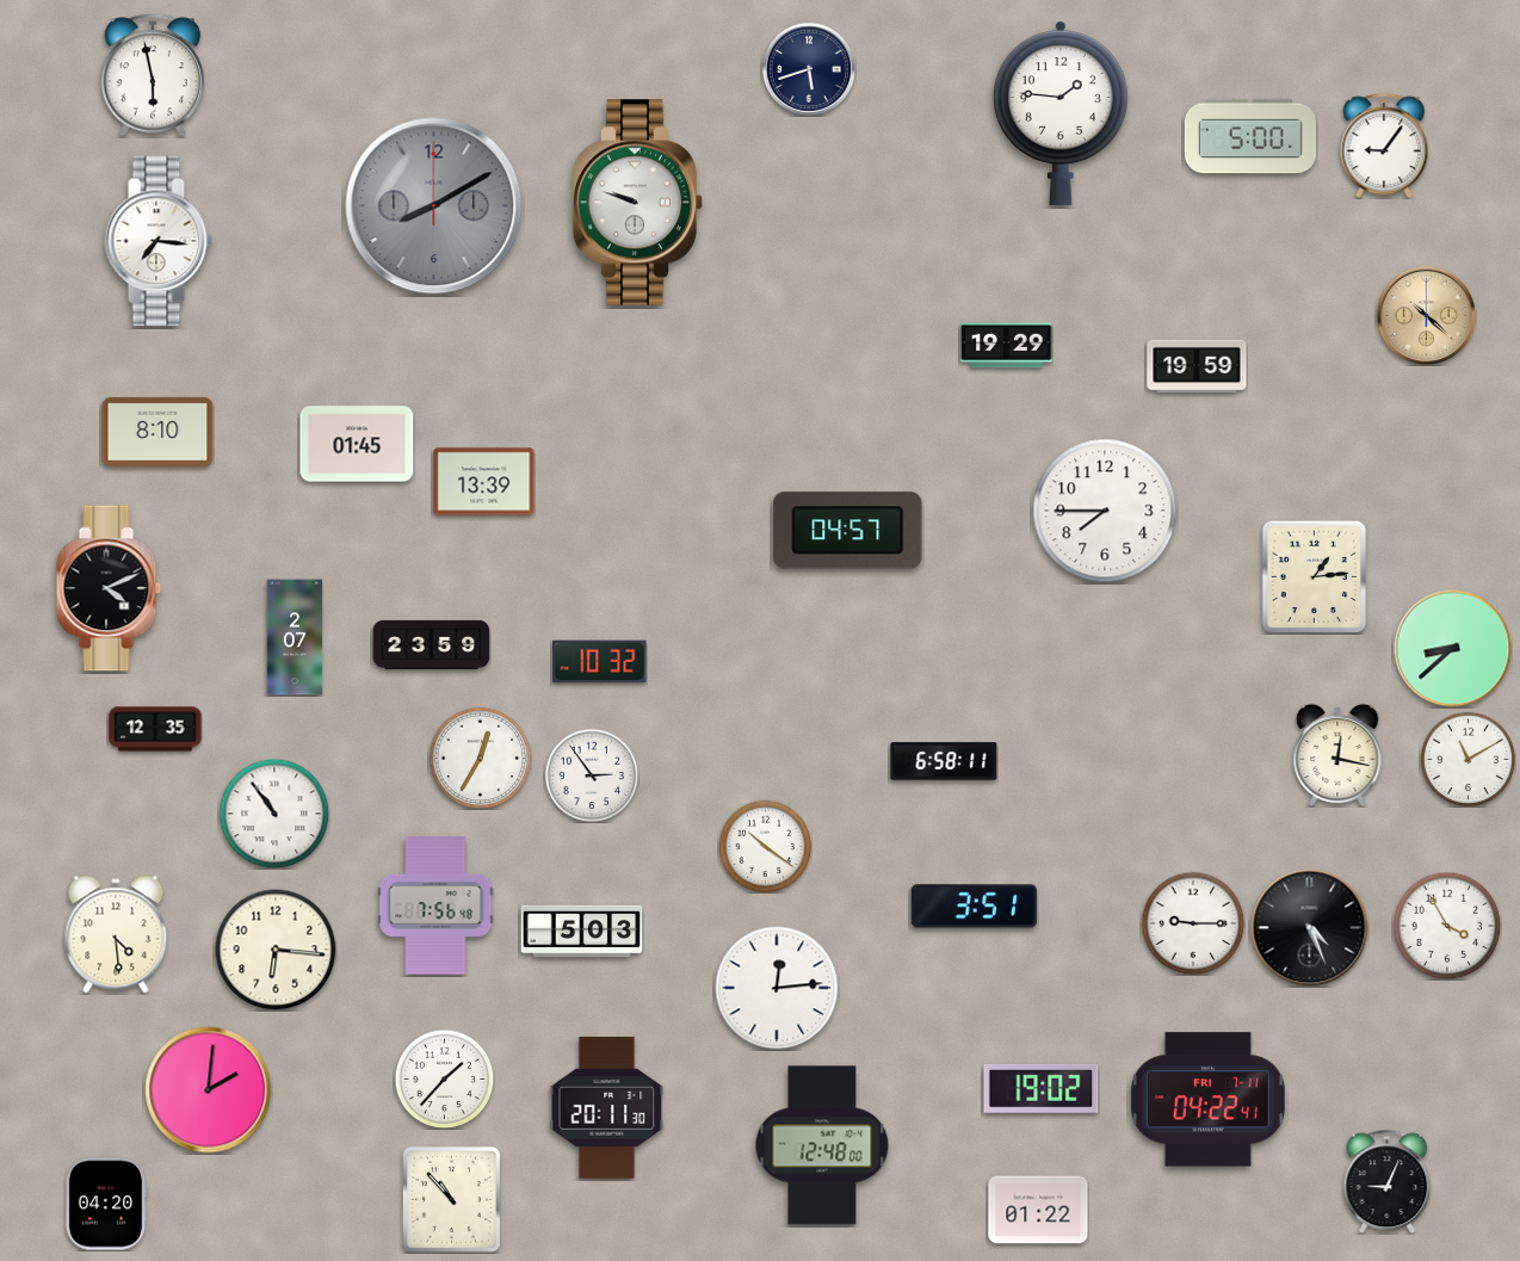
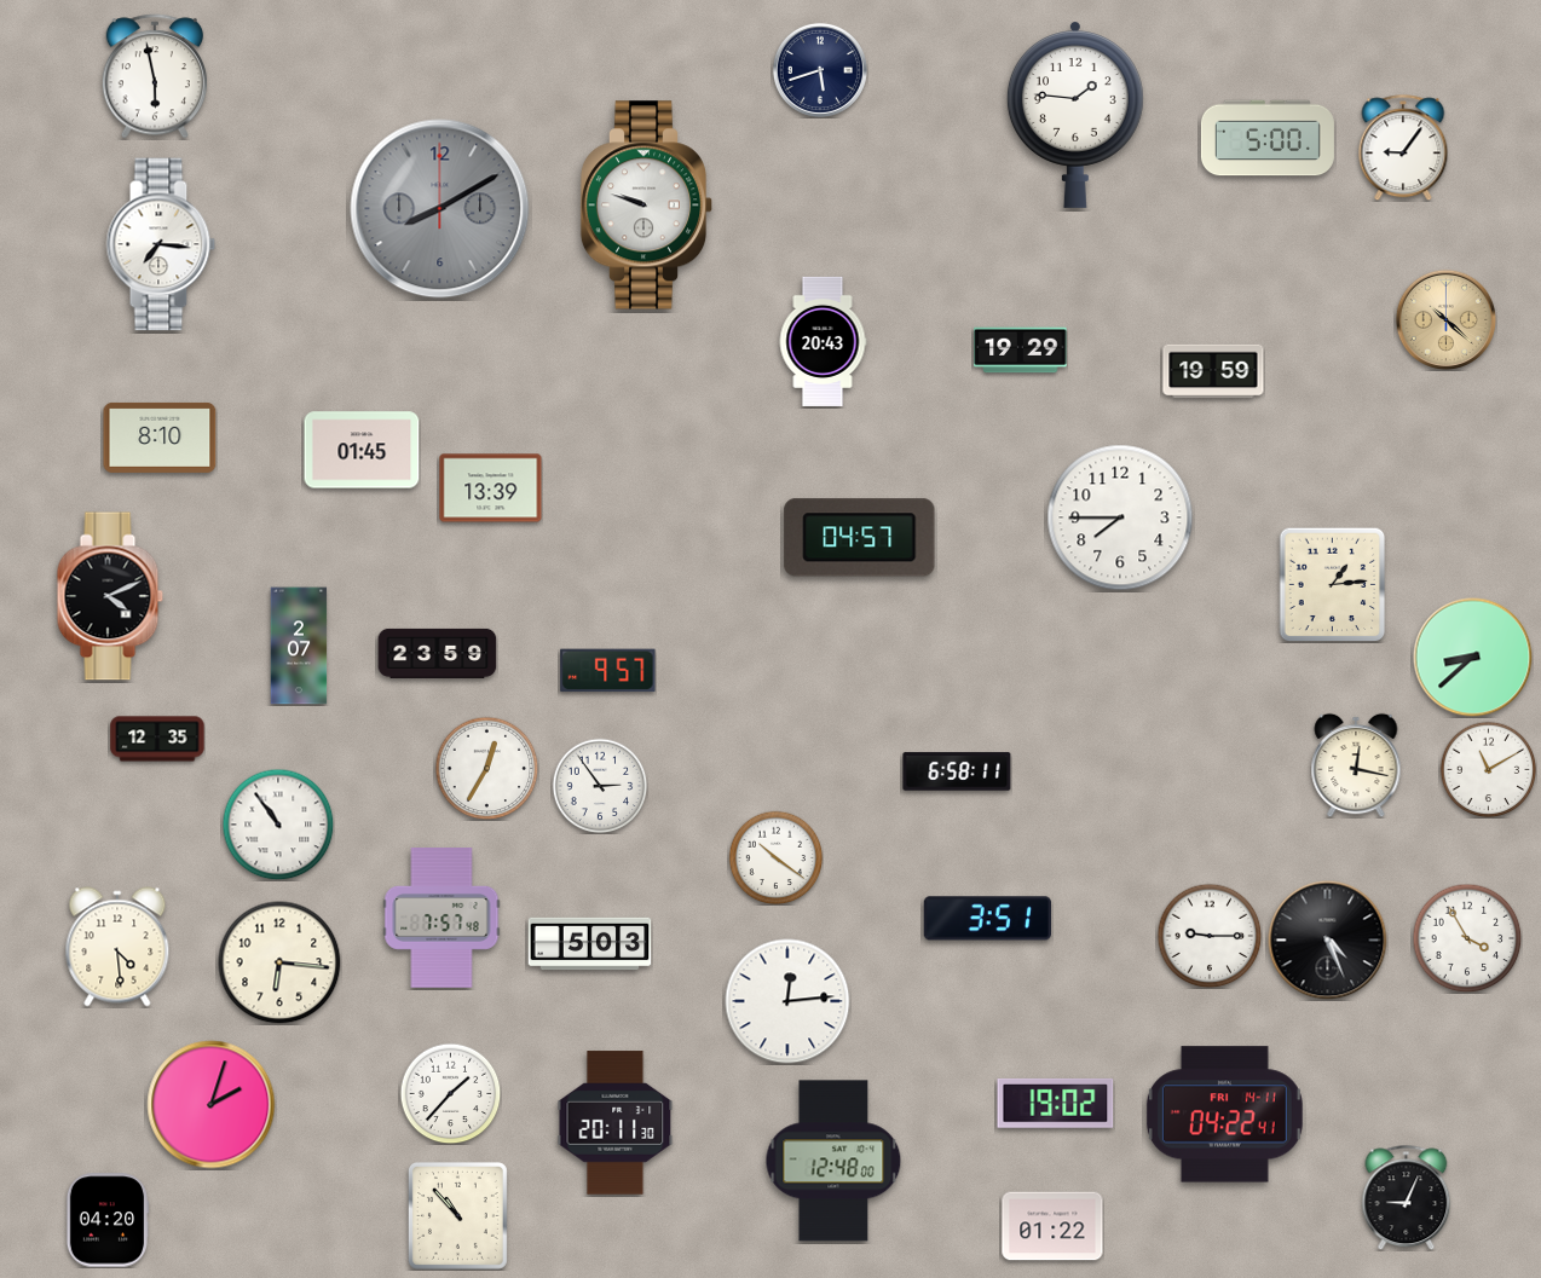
clock at (823, 341): none -> 20:43
clock at (600, 662): 10:32 -> 9:57
clock at (435, 907): 7:56 -> 7:57
clock at (209, 1090): 2:01 -> 2:03
clock at (1207, 1100) date: FRI 7-11 -> FRI 14-11
